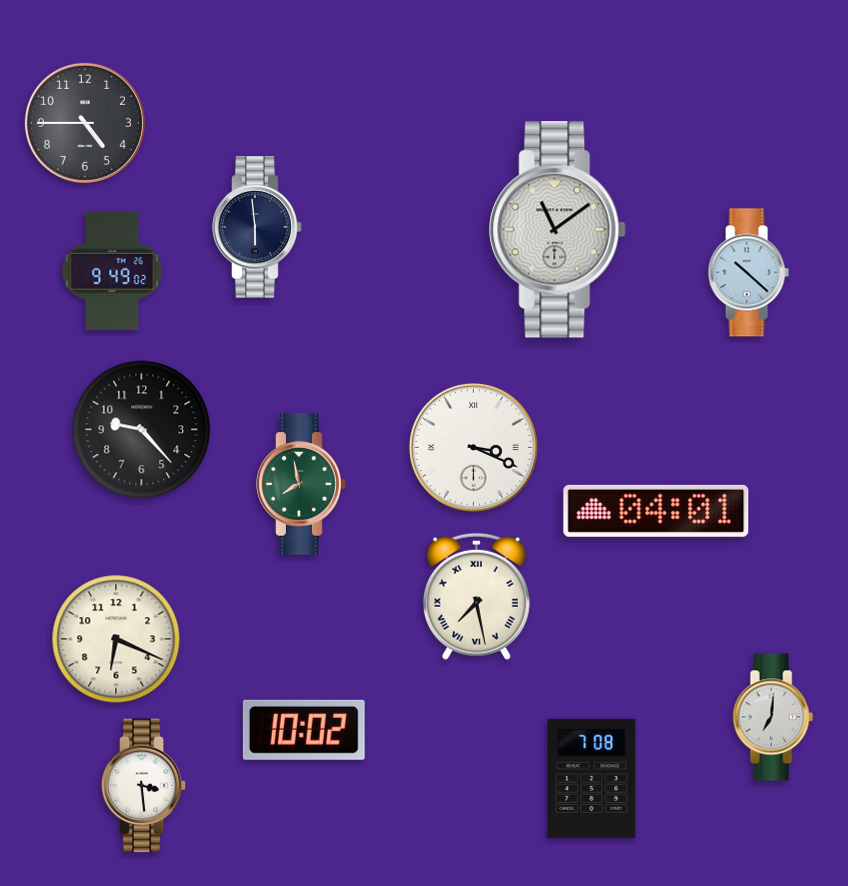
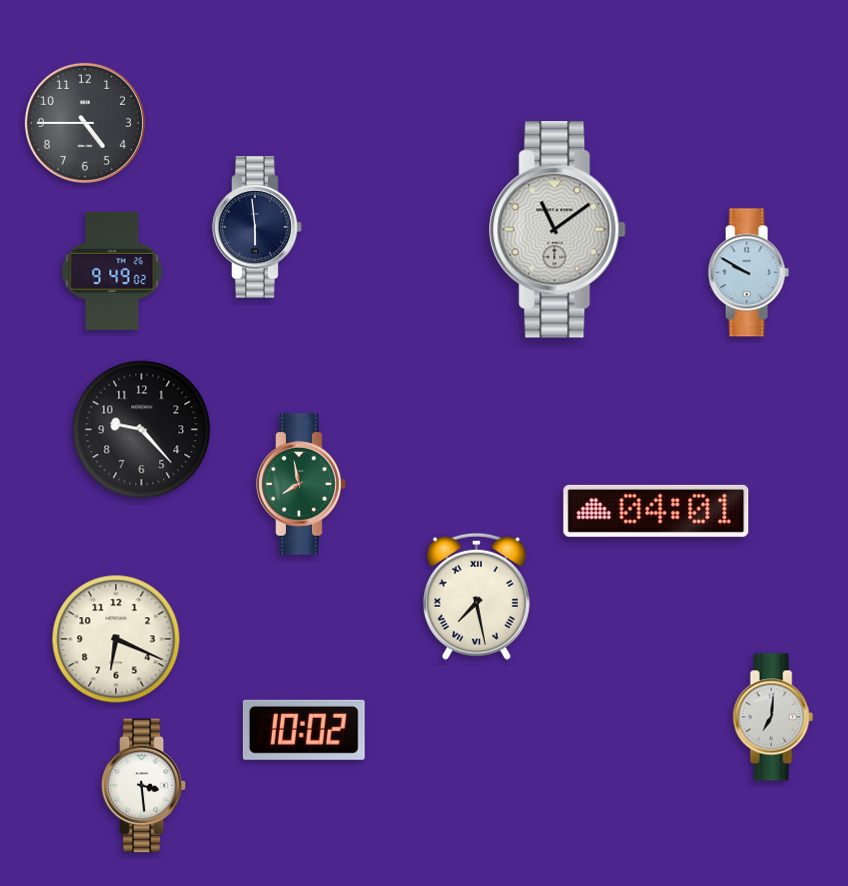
clock at (748, 273): 10:22 -> 9:50
clock at (473, 447): 3:19 -> none
clock at (592, 778): 7:08 -> none
